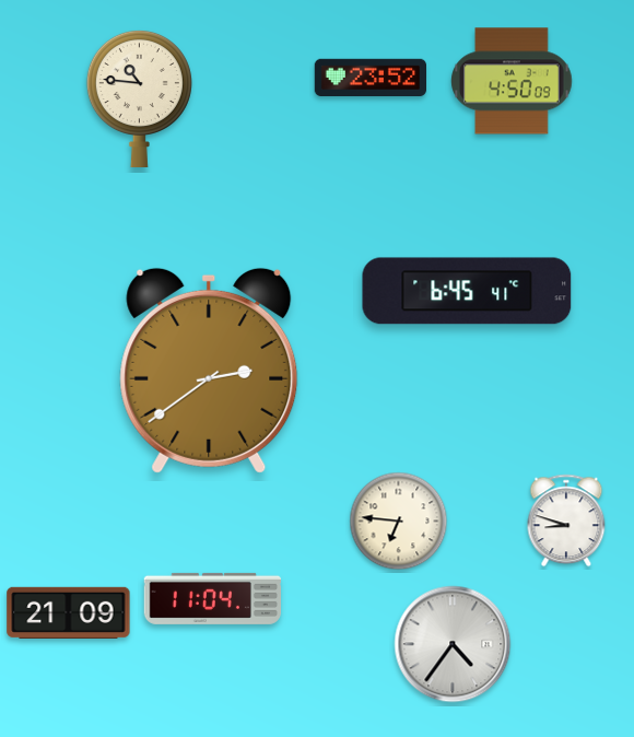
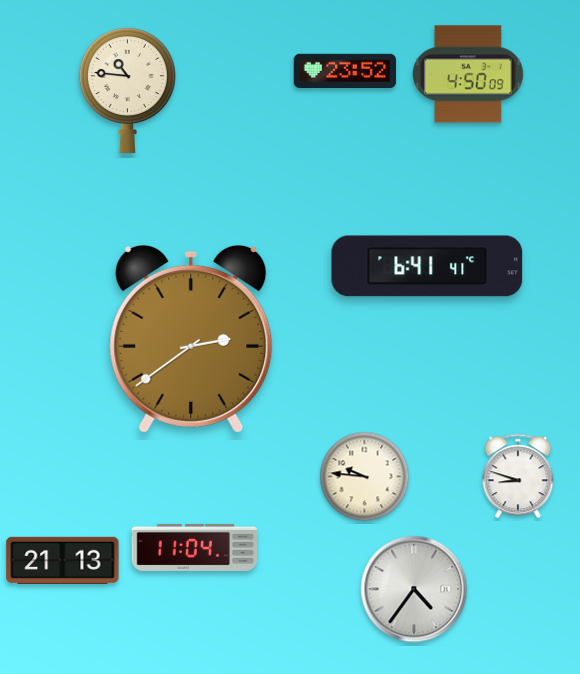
clock at (371, 77) position: (371, 77) -> (345, 70)
clock at (467, 291): 6:45 -> 6:41
clock at (399, 522): 6:46 -> 9:46
clock at (69, 612): 21:09 -> 21:13
